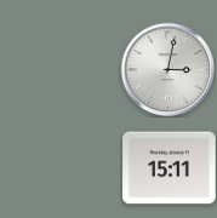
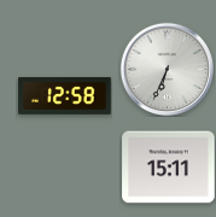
clock at (167, 69): 3:02 -> 6:34
clock at (65, 95): none -> 12:58
